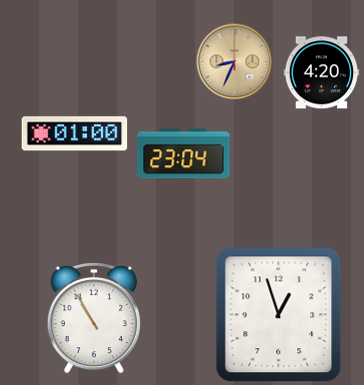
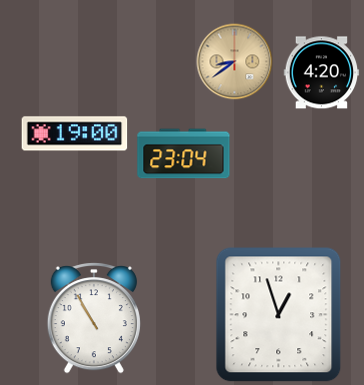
clock at (235, 62): 8:34 -> 8:39
clock at (75, 134): 01:00 -> 19:00
